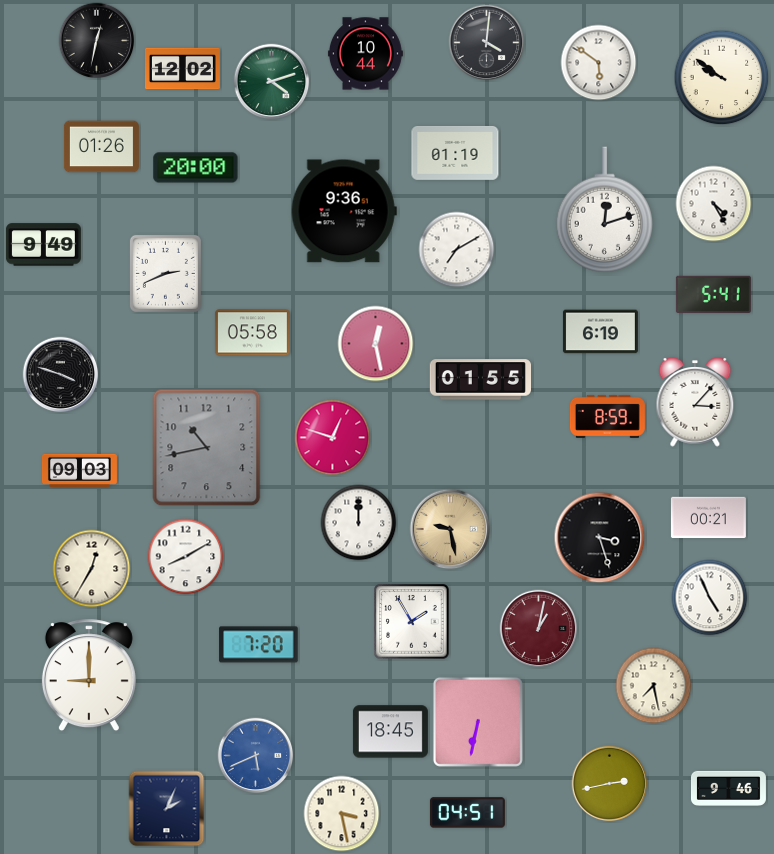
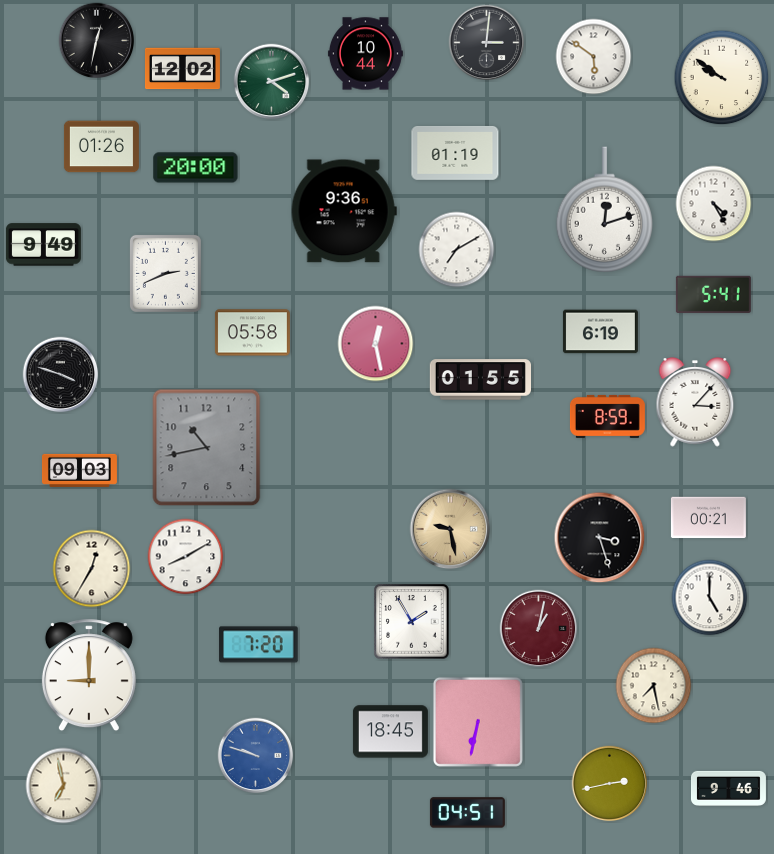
clock at (487, 43): 4:01 -> 3:01
clock at (599, 63) position: (599, 63) -> (594, 57)
clock at (333, 438): 12:48 -> none
clock at (359, 523): 12:00 -> none
clock at (710, 598): 4:56 -> 5:00
clock at (256, 756): 5:41 -> 9:48
clock at (64, 786): none -> 6:58
clock at (167, 809): 2:04 -> none
clock at (342, 814): 3:28 -> none
